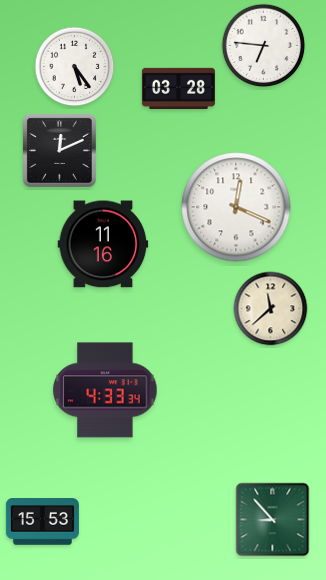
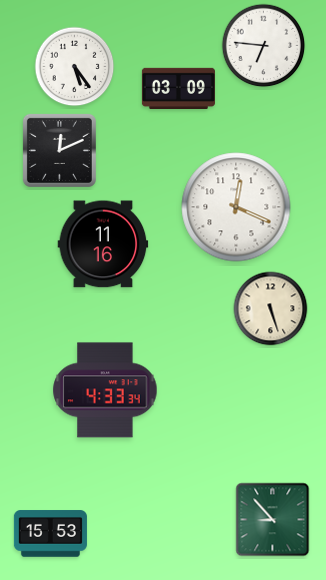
clock at (178, 88): 03:28 -> 03:09
clock at (271, 309): 11:38 -> 5:27
clock at (42, 522) position: (42, 522) -> (50, 534)
